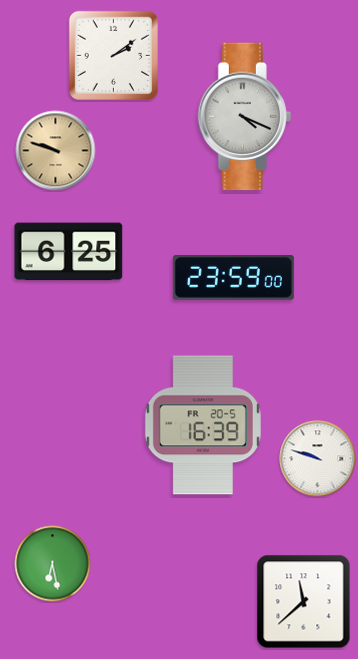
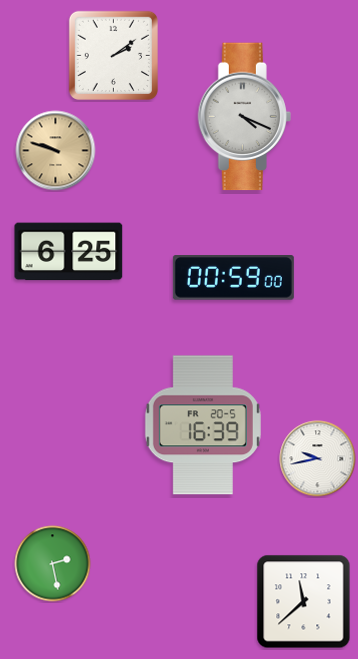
clock at (233, 278): 23:59 -> 00:59
clock at (318, 459): 9:48 -> 9:43
clock at (53, 564): 6:28 -> 2:28
